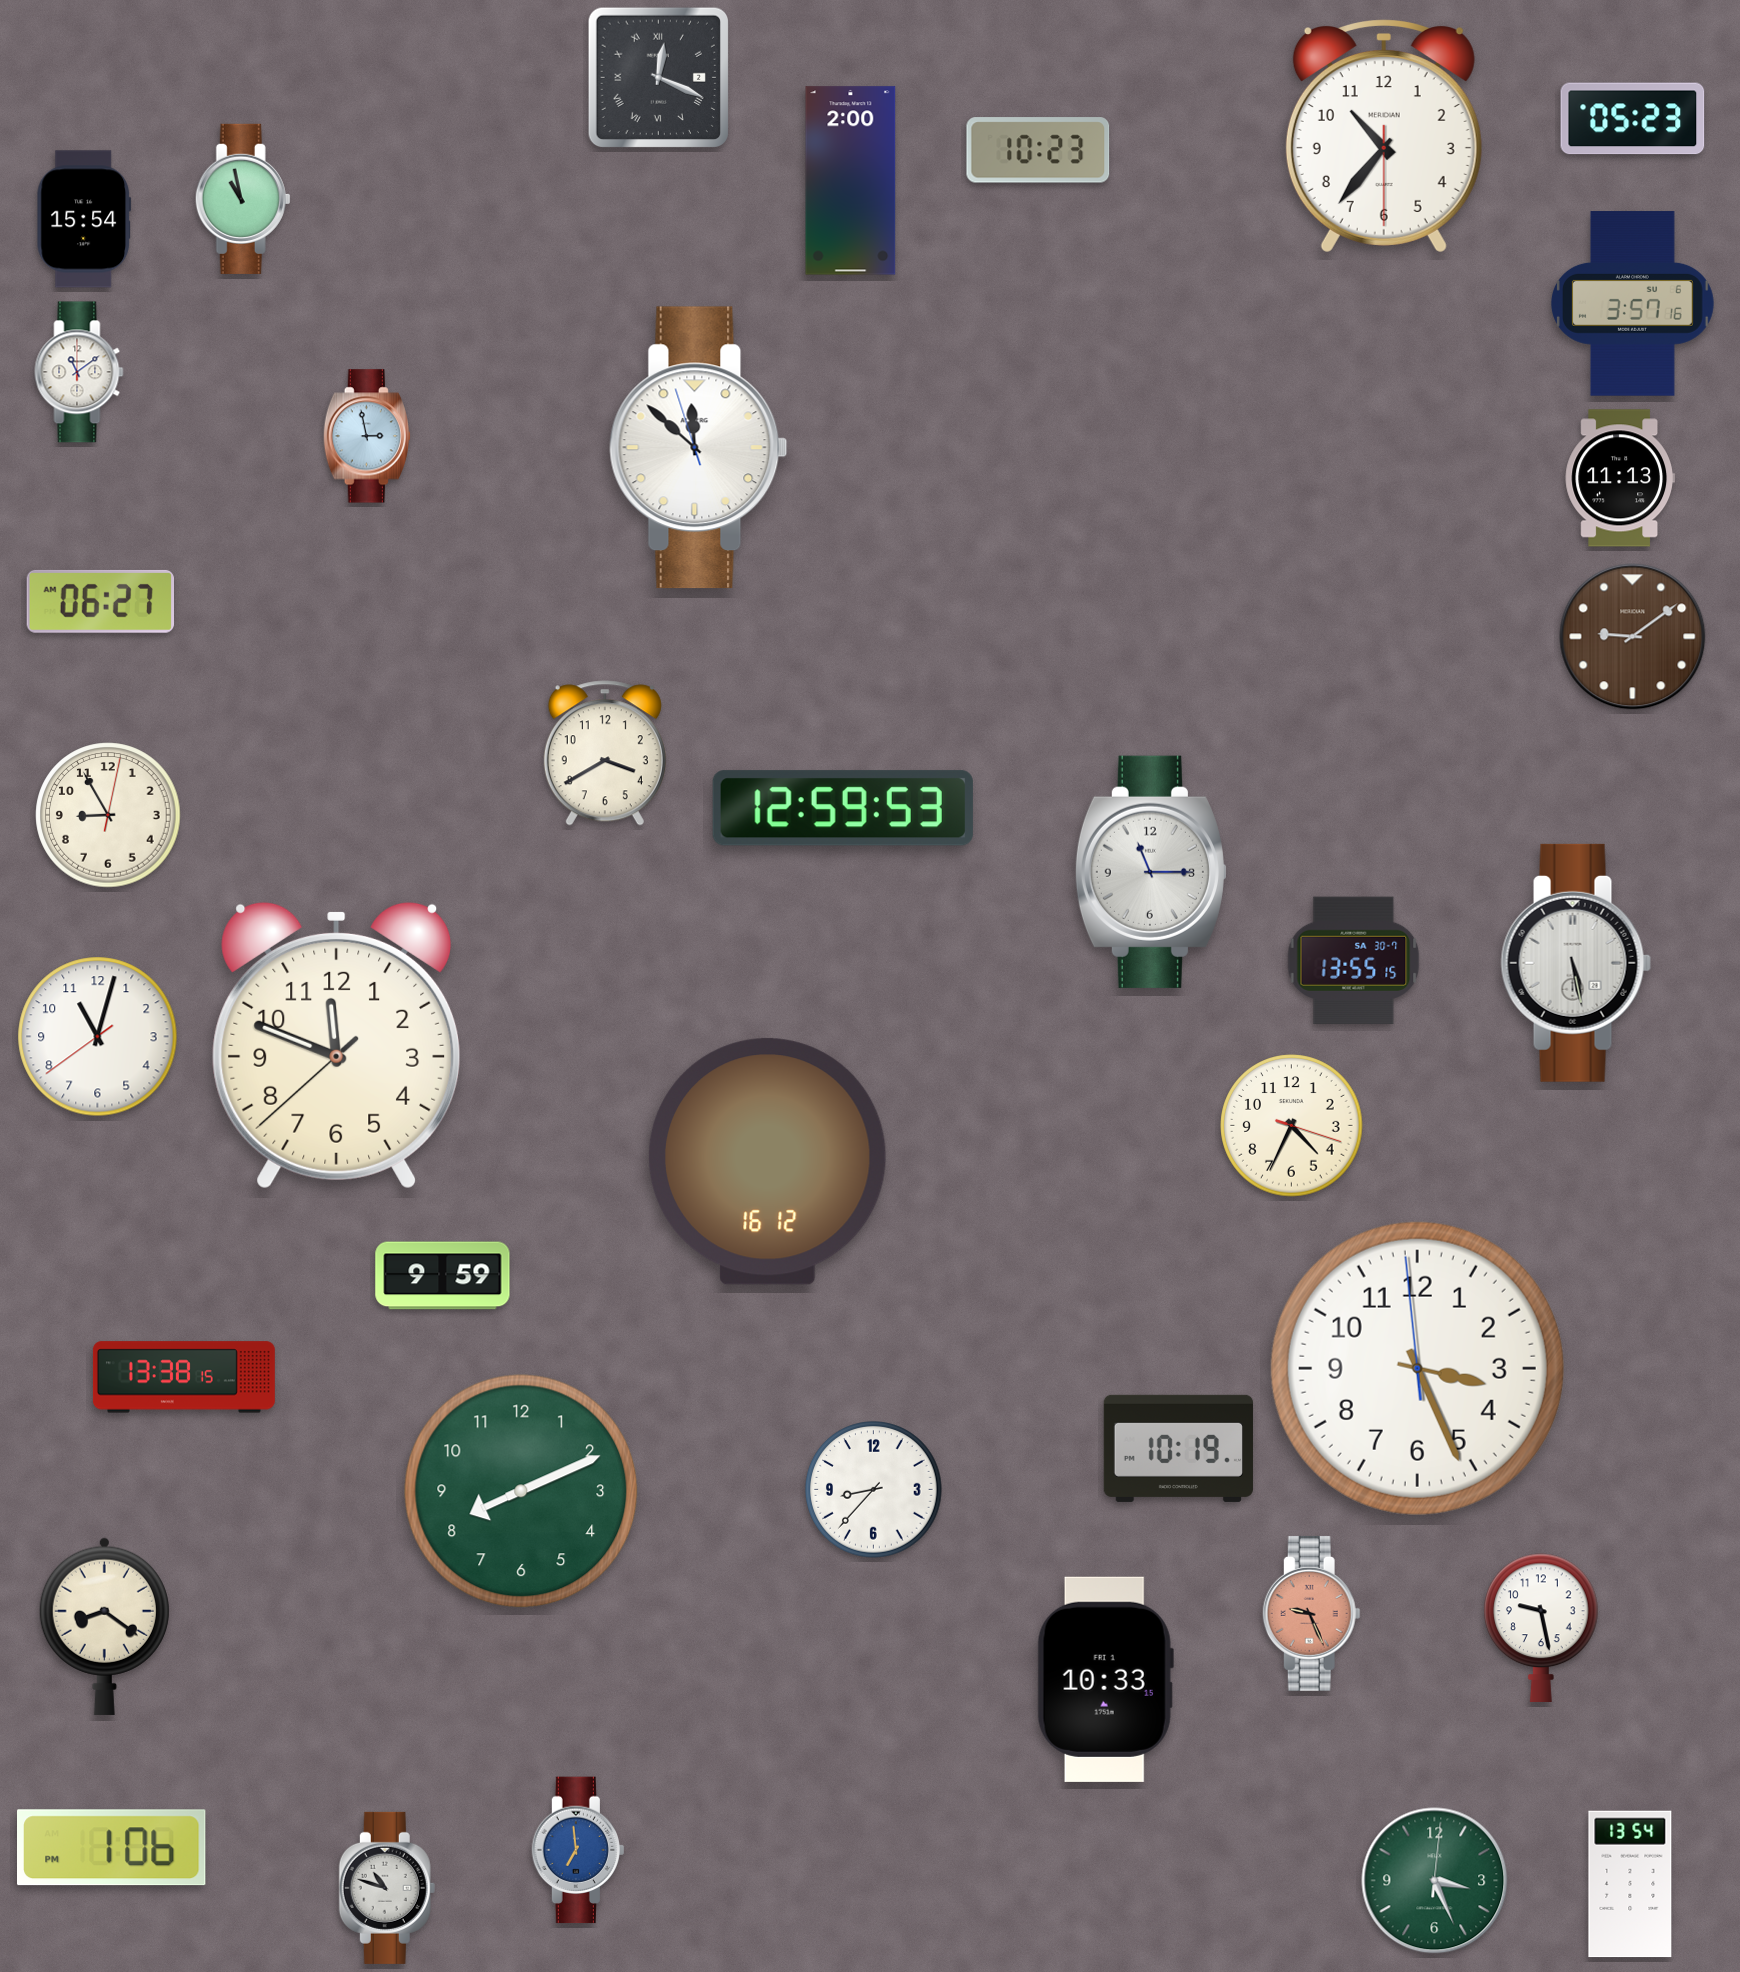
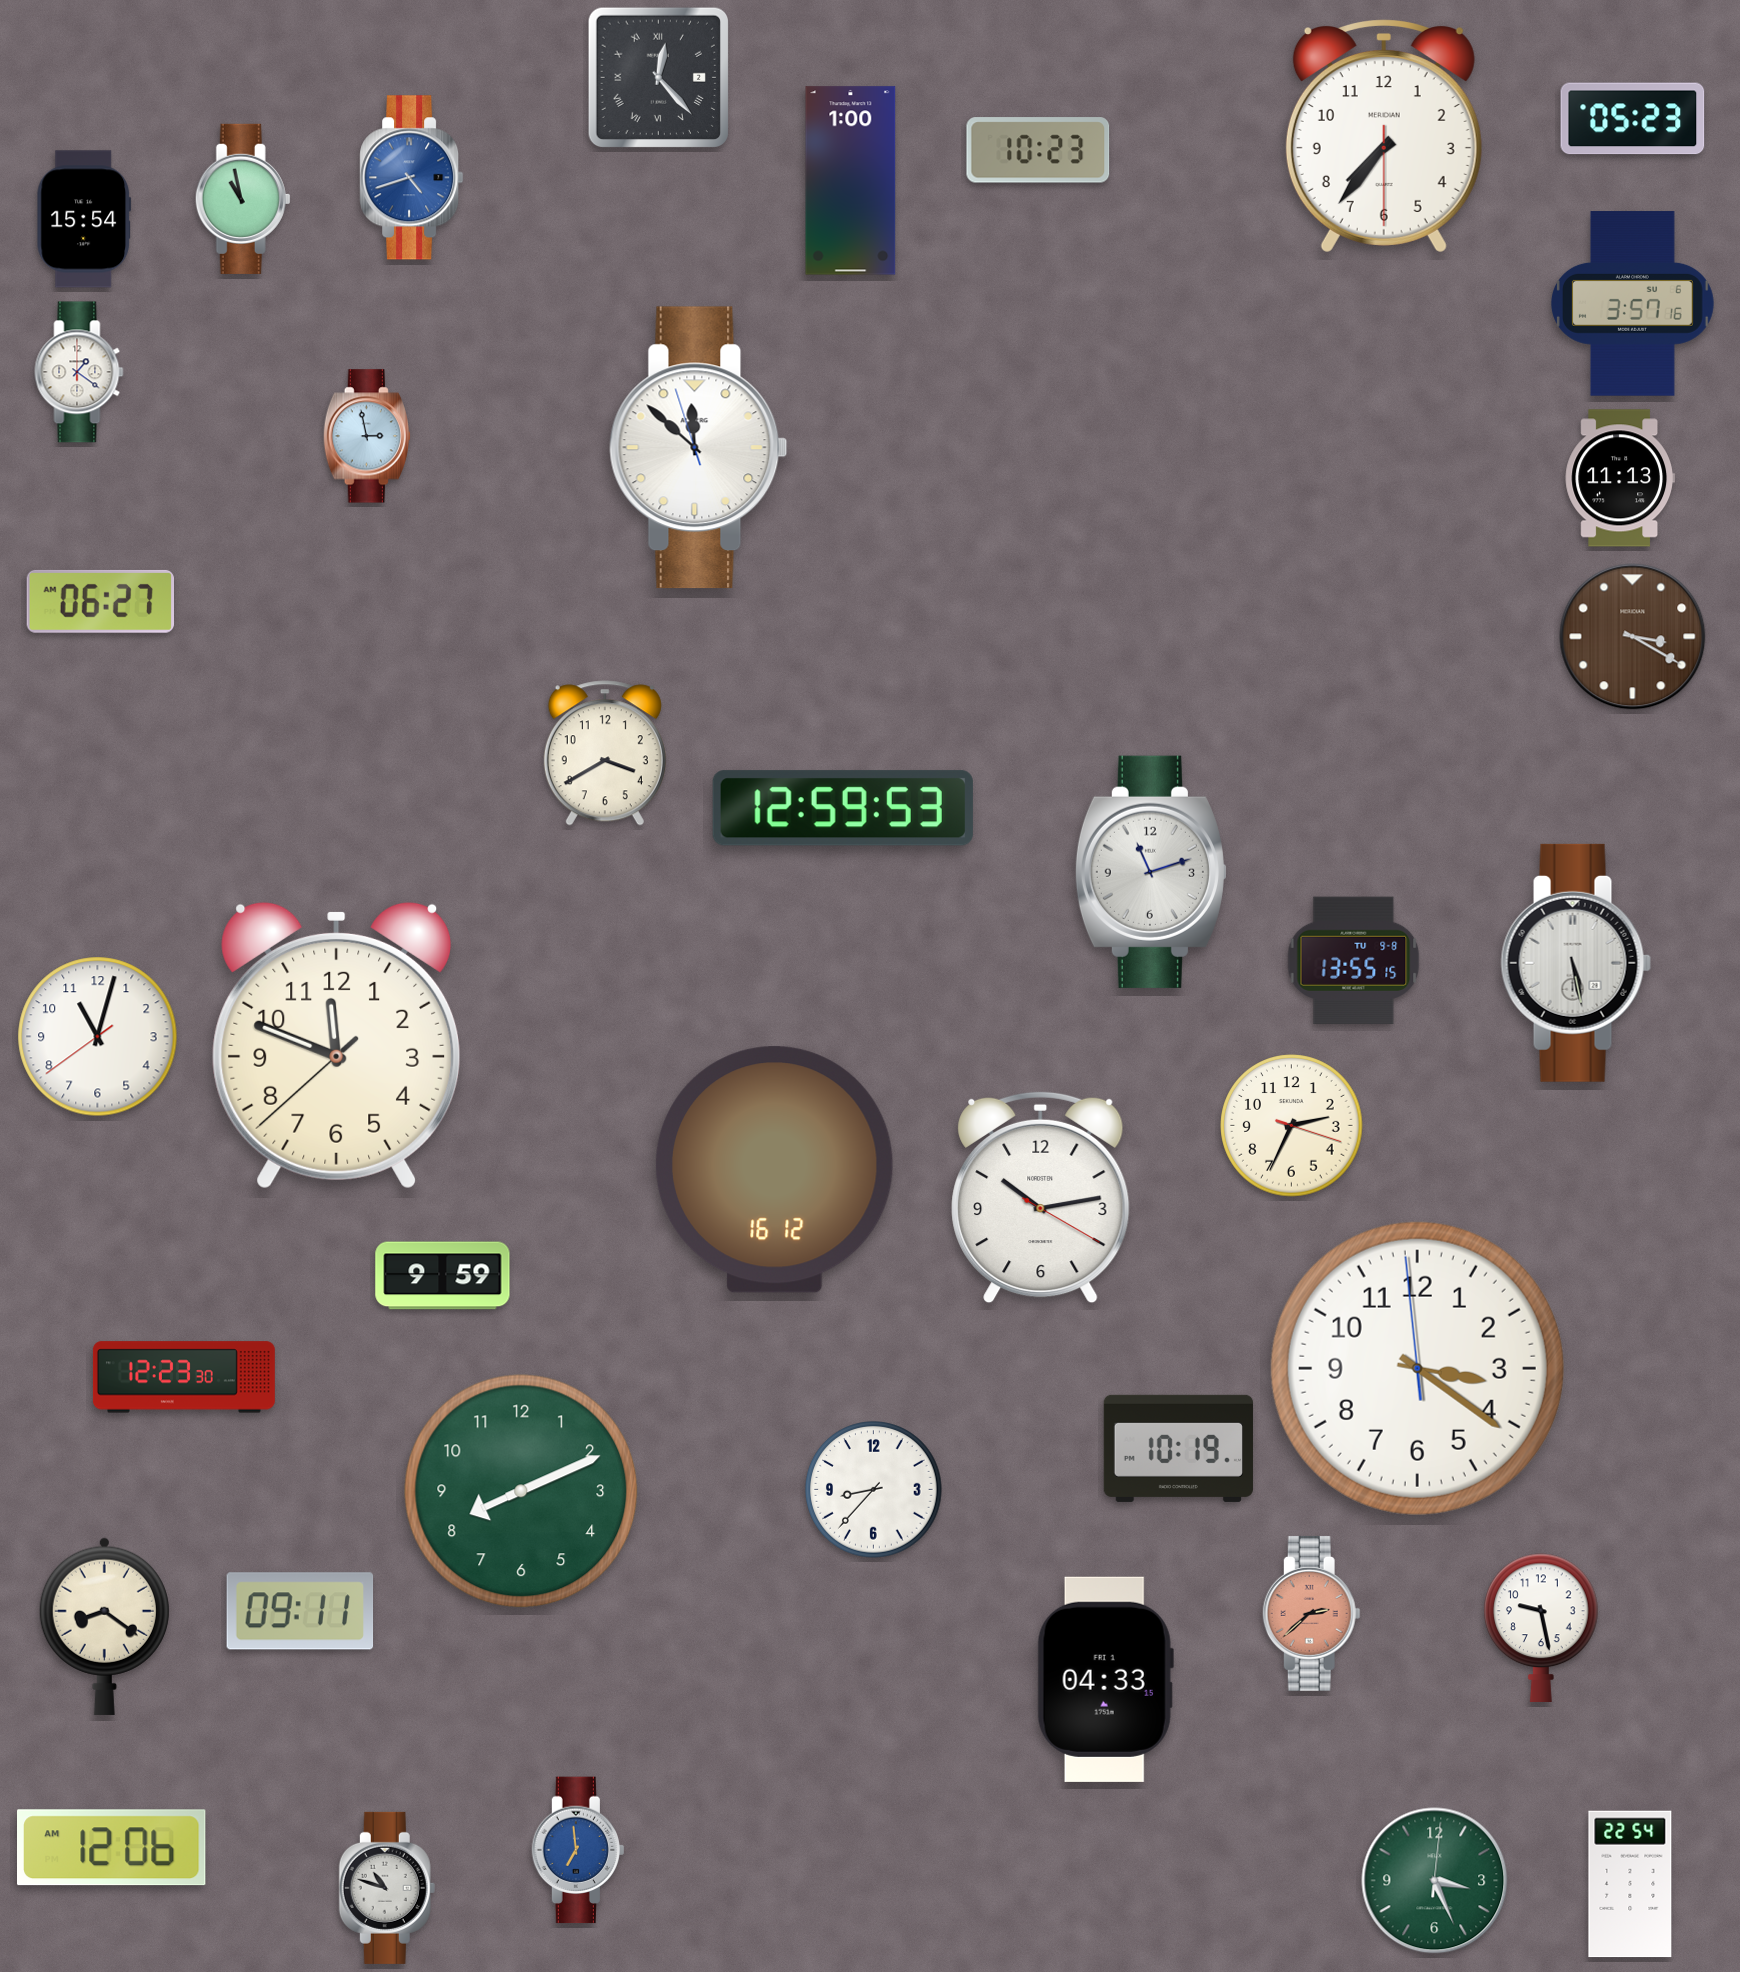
clock at (658, 77): 12:19 -> 12:23
clock at (1384, 136): 10:36 -> 7:36
clock at (412, 178): none -> 4:42
clock at (851, 181): 2:00 -> 1:00
clock at (79, 372): 11:09 -> 1:21
clock at (1633, 637): 9:09 -> 3:20
clock at (108, 815): 8:55 -> none
clock at (1151, 872): 11:15 -> 11:12
clock at (1354, 961) date: SA 30-7 -> TU 9-8
clock at (1292, 1126): 4:34 -> 2:34
clock at (767, 1162) position: (767, 1162) -> (774, 1170)
clock at (1041, 1198): none -> 10:13
clock at (1417, 1368): 3:25 -> 3:20
clock at (184, 1377): 13:38 -> 12:23
clock at (300, 1611): none -> 09:11
clock at (1311, 1613): 9:26 -> 2:38
clock at (1105, 1679): 10:33 -> 04:33
clock at (112, 1848): 1:06 -> 12:06
clock at (1630, 1884): 13:54 -> 22:54
